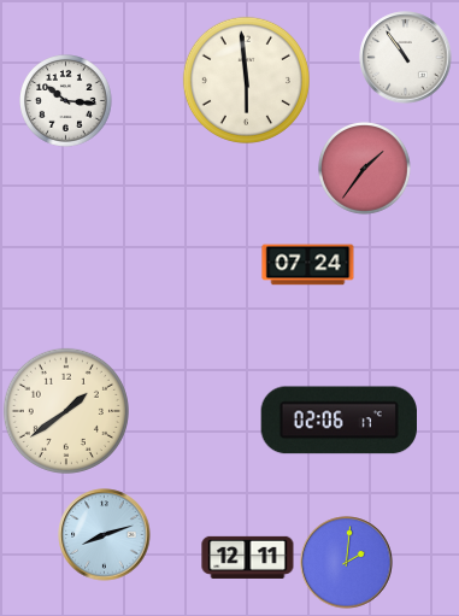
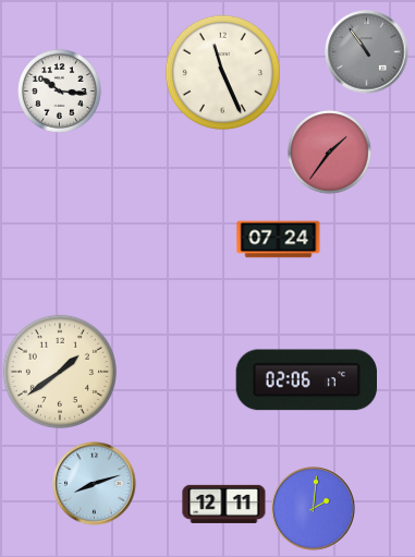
clock at (406, 58) dial: white -> grey
clock at (246, 80): 5:59 -> 11:26
